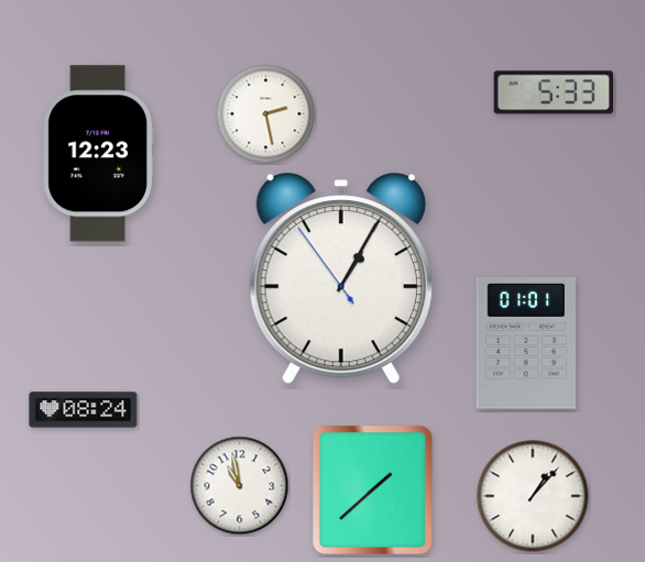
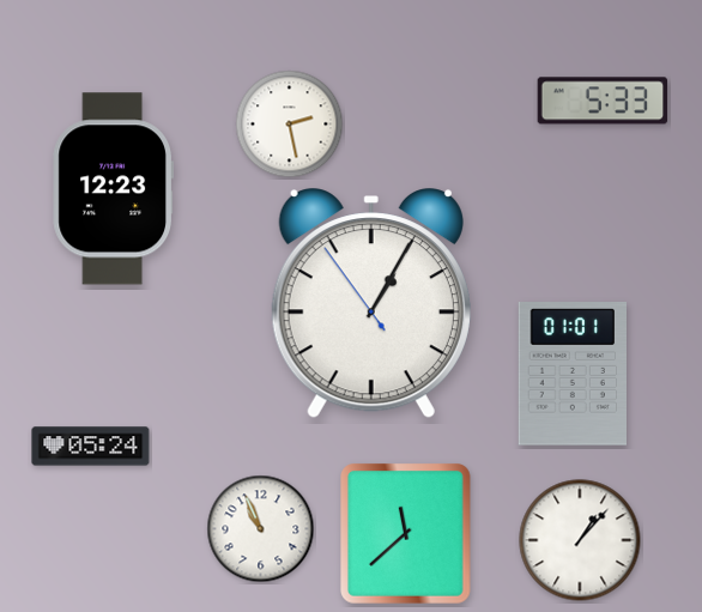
clock at (98, 154) position: (98, 154) -> (113, 189)
clock at (84, 410): 08:24 -> 05:24
clock at (240, 486): 10:58 -> 10:56
clock at (373, 491): 1:38 -> 11:38
